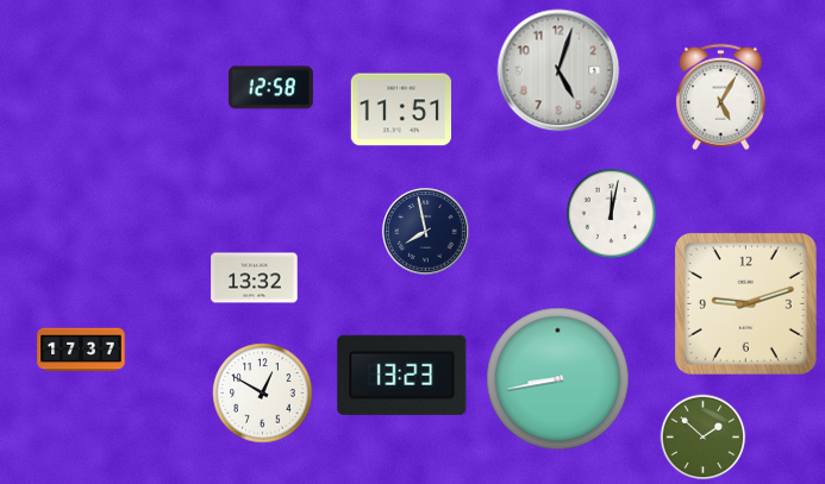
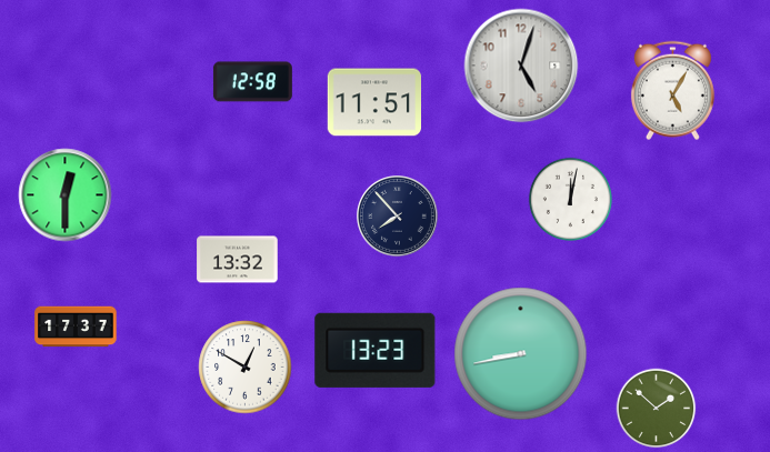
clock at (66, 195): none -> 12:30
clock at (426, 232): 7:58 -> 7:53
clock at (745, 303): 9:12 -> none
